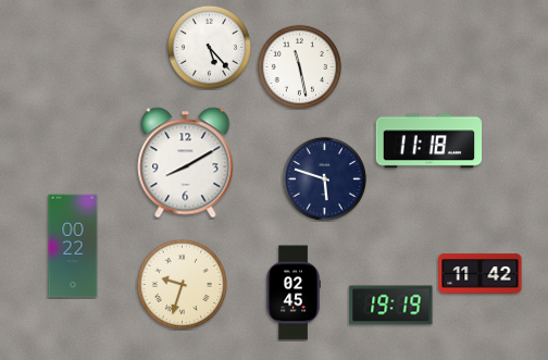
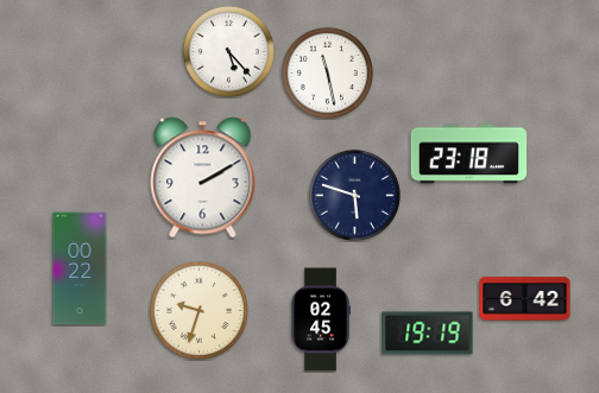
clock at (429, 141): 11:18 -> 23:18
clock at (186, 163): 8:10 -> 2:10
clock at (481, 274): 11:42 -> 6:42
